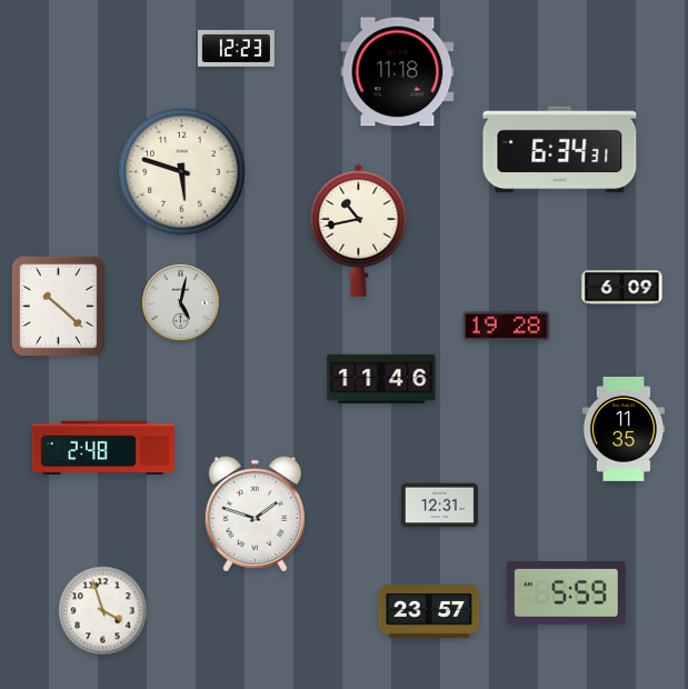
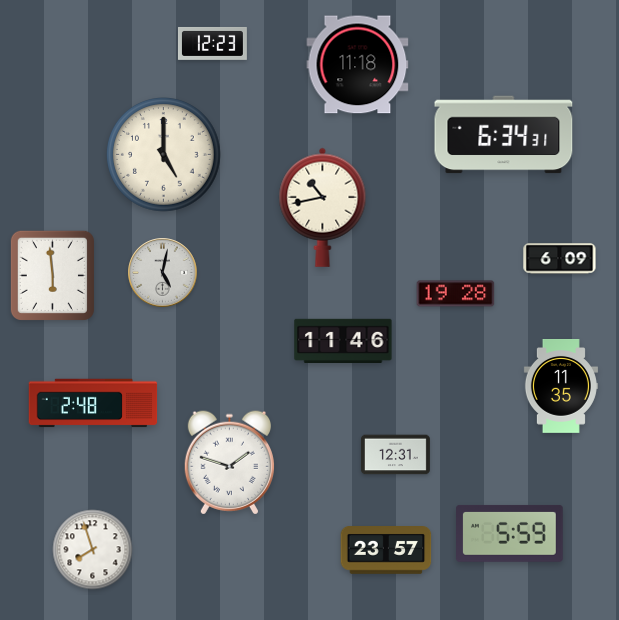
clock at (182, 172): 5:48 -> 5:00
clock at (58, 306): 10:22 -> 5:59
clock at (103, 611): 3:57 -> 7:57
